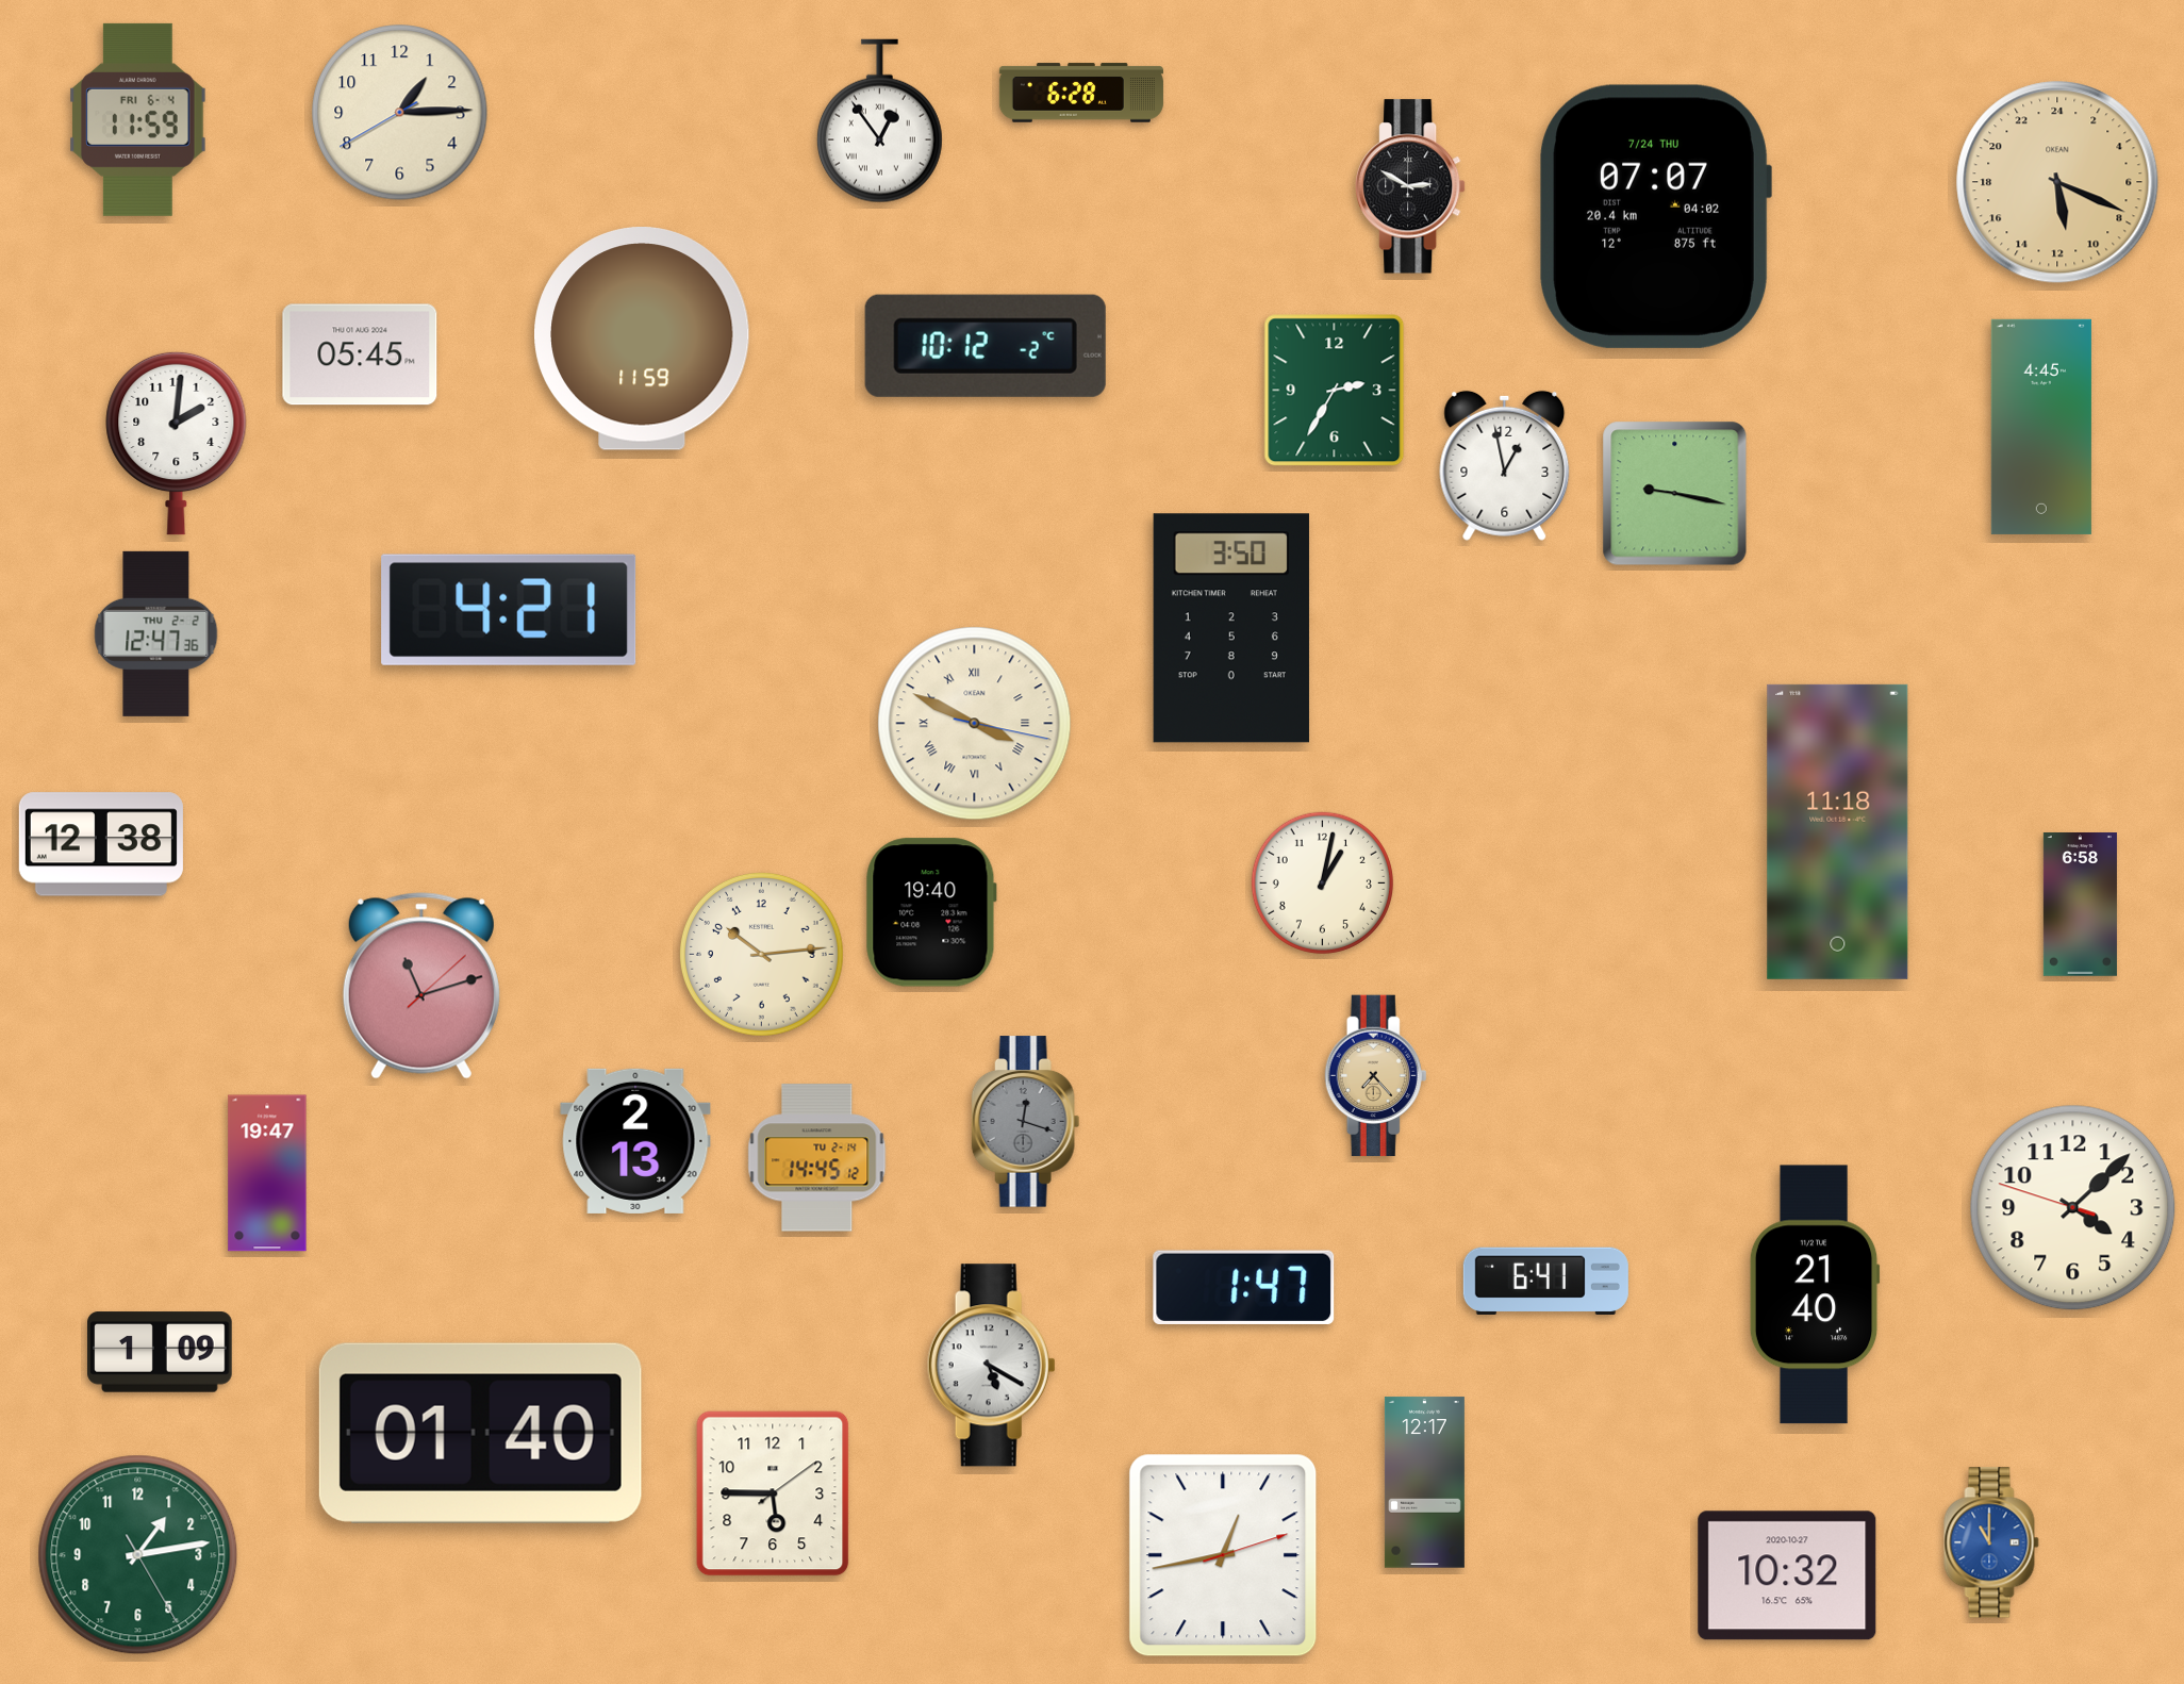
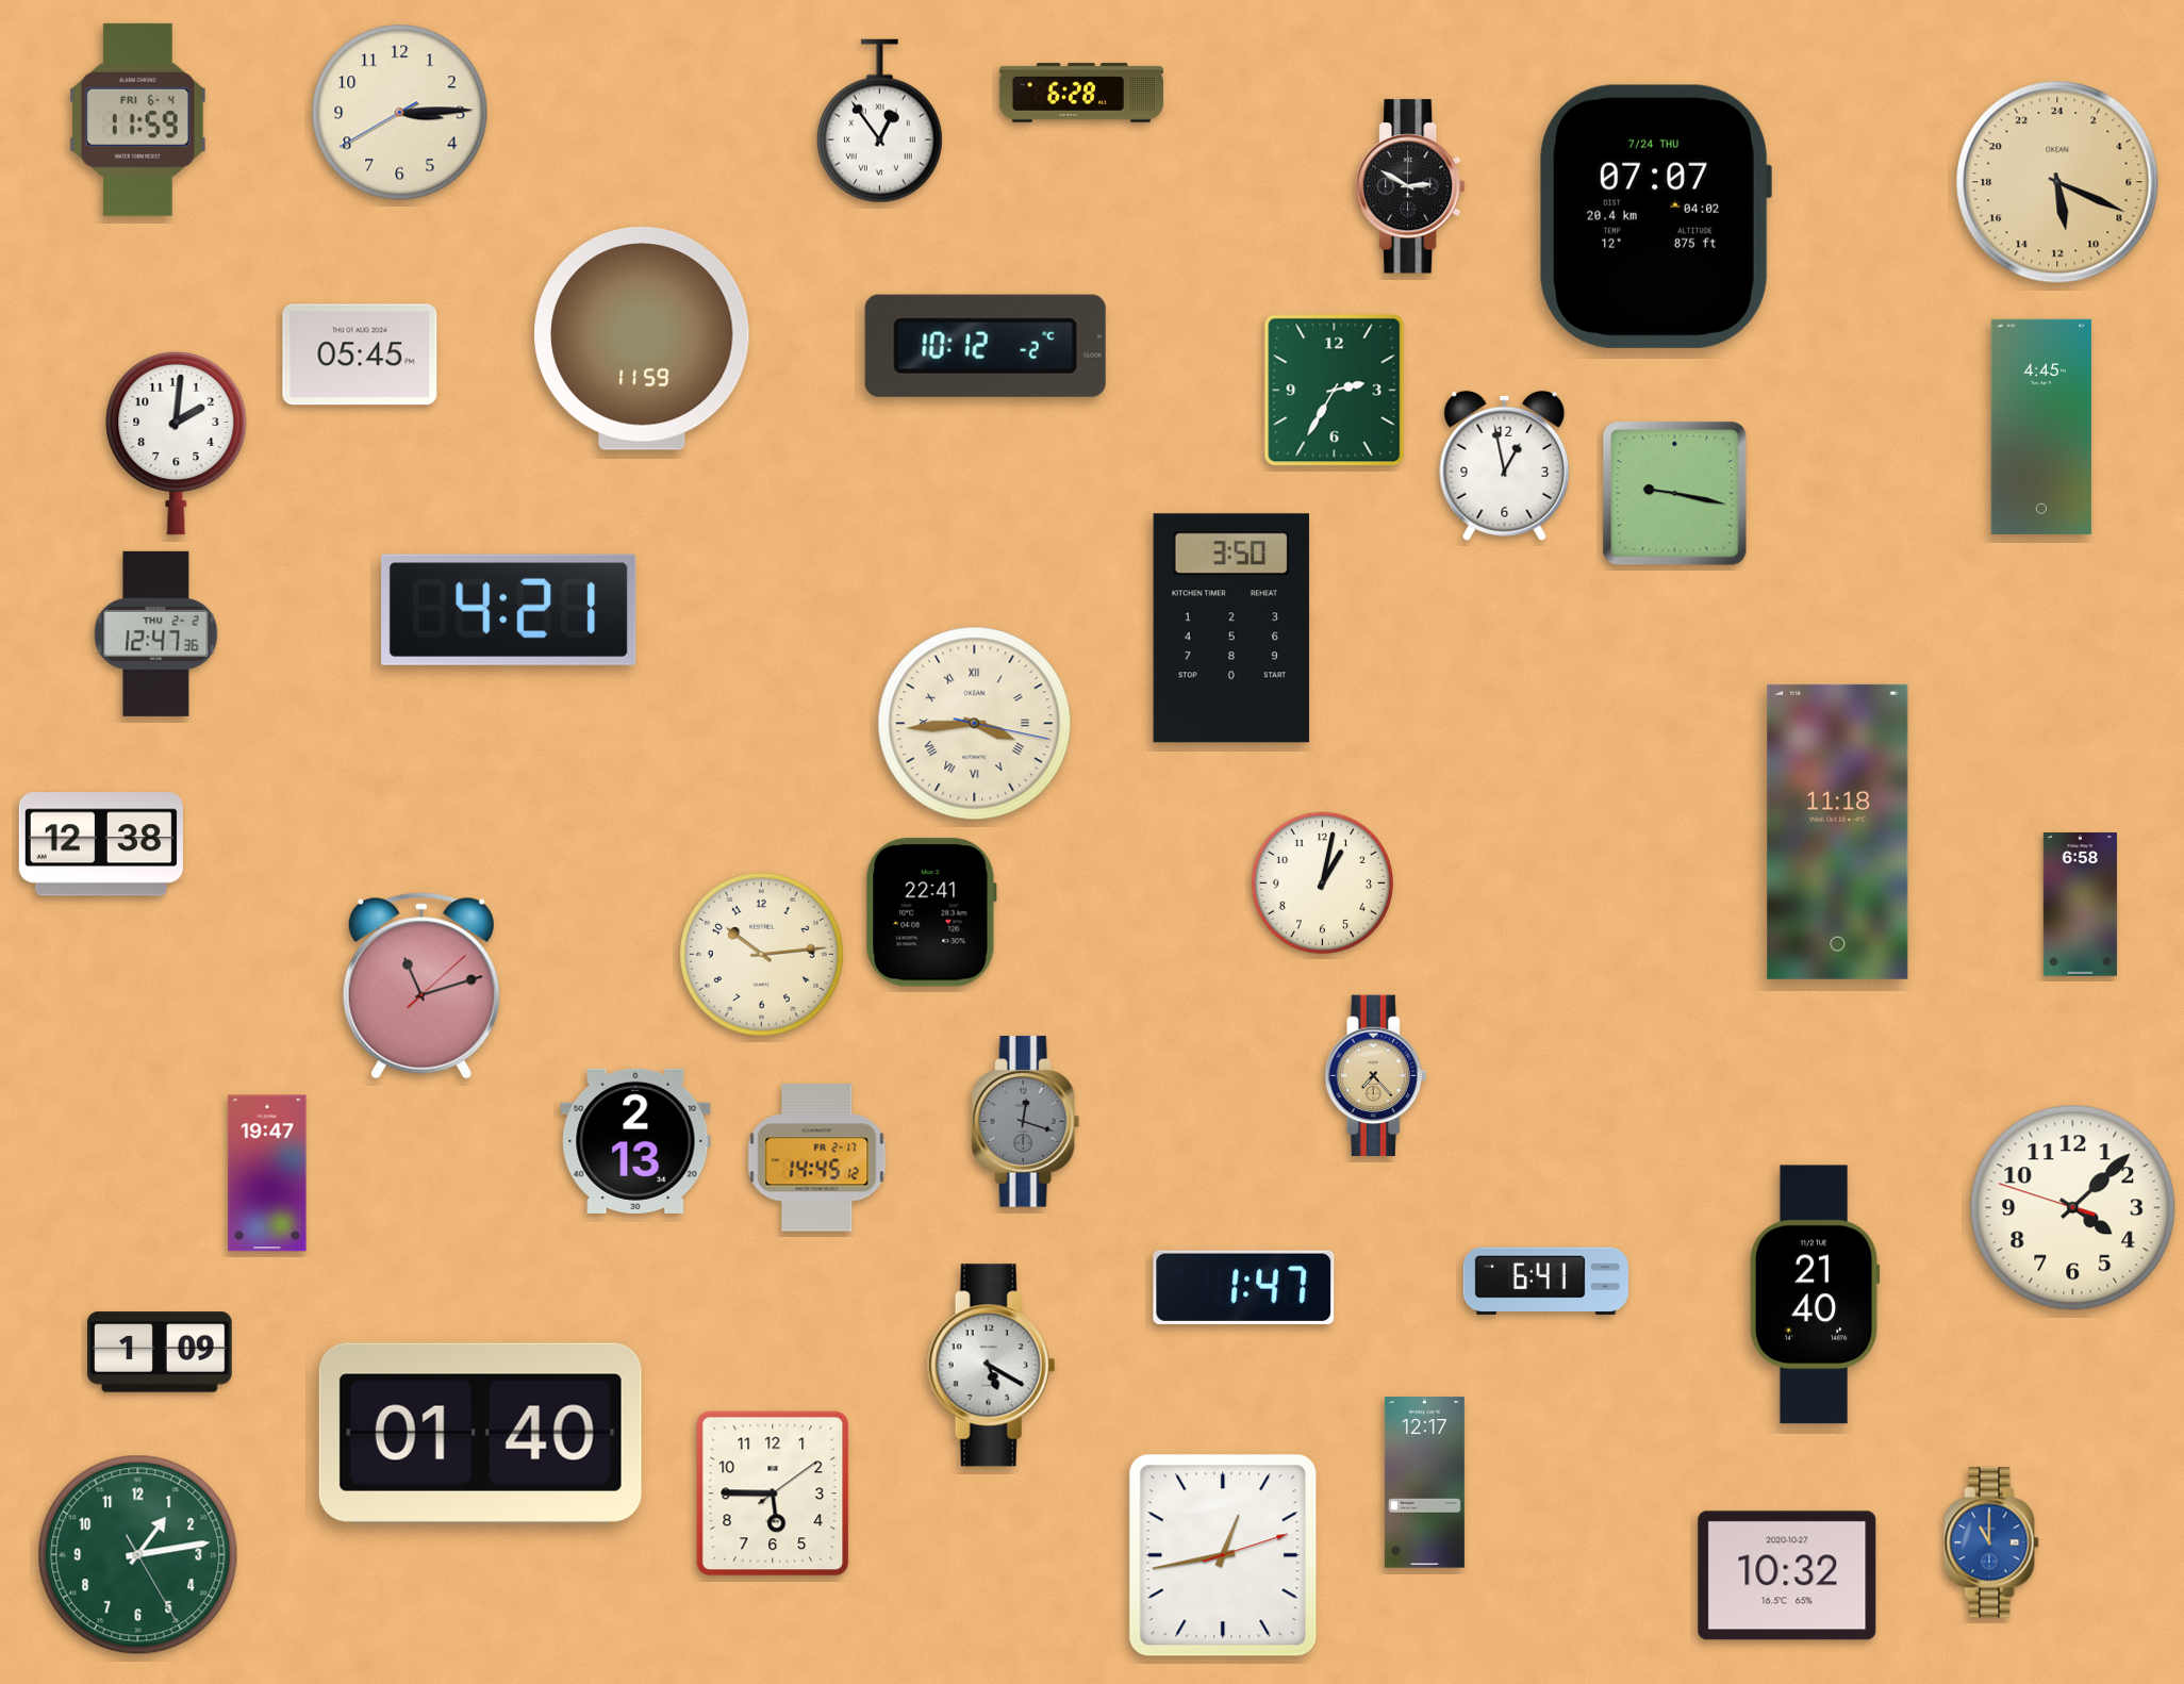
clock at (400, 113): 1:14 -> 3:14
clock at (975, 724): 3:49 -> 3:44
clock at (931, 912): 19:40 -> 22:41
clock at (817, 1158) date: TU 2-14 -> FR 2-17
